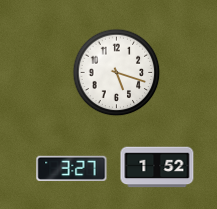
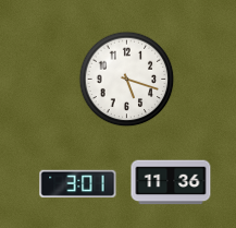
clock at (157, 167): 1:52 -> 11:36
clock at (72, 168): 3:27 -> 3:01
